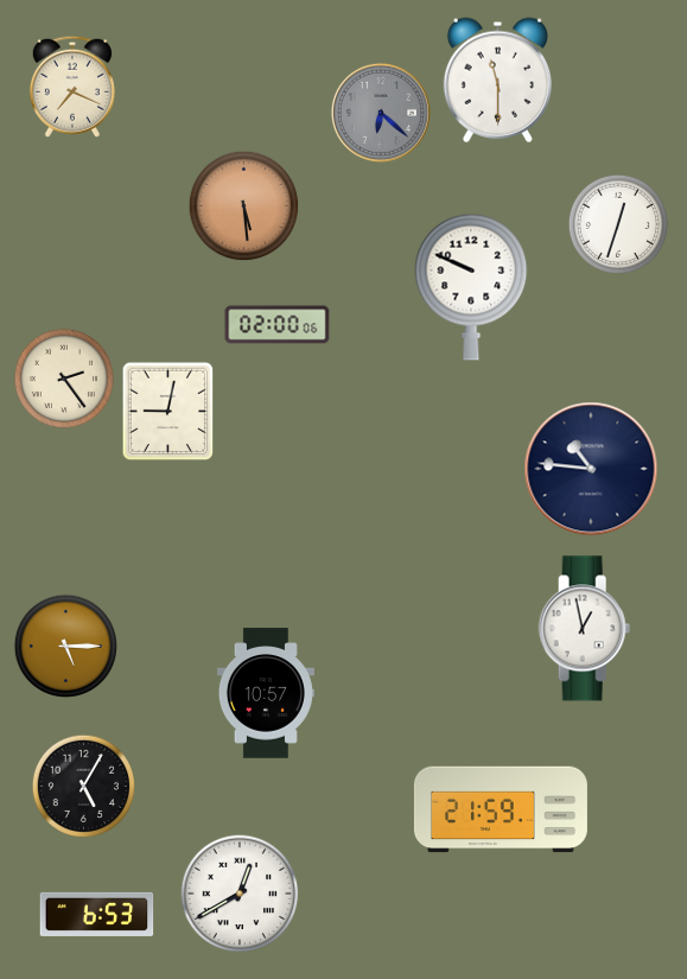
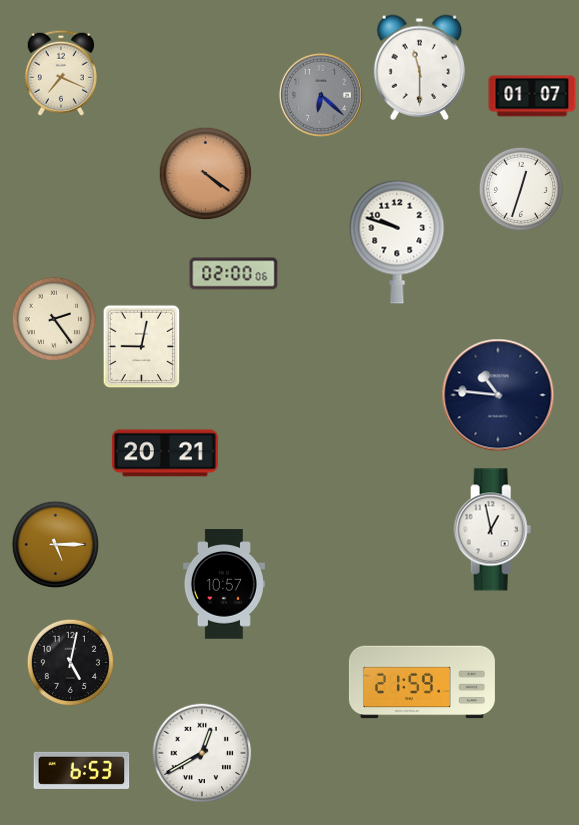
clock at (532, 96): none -> 01:07
clock at (243, 205): 5:29 -> 4:21
clock at (471, 287): 9:49 -> 9:48
clock at (165, 453): none -> 20:21
clock at (83, 786): 5:05 -> 5:02
